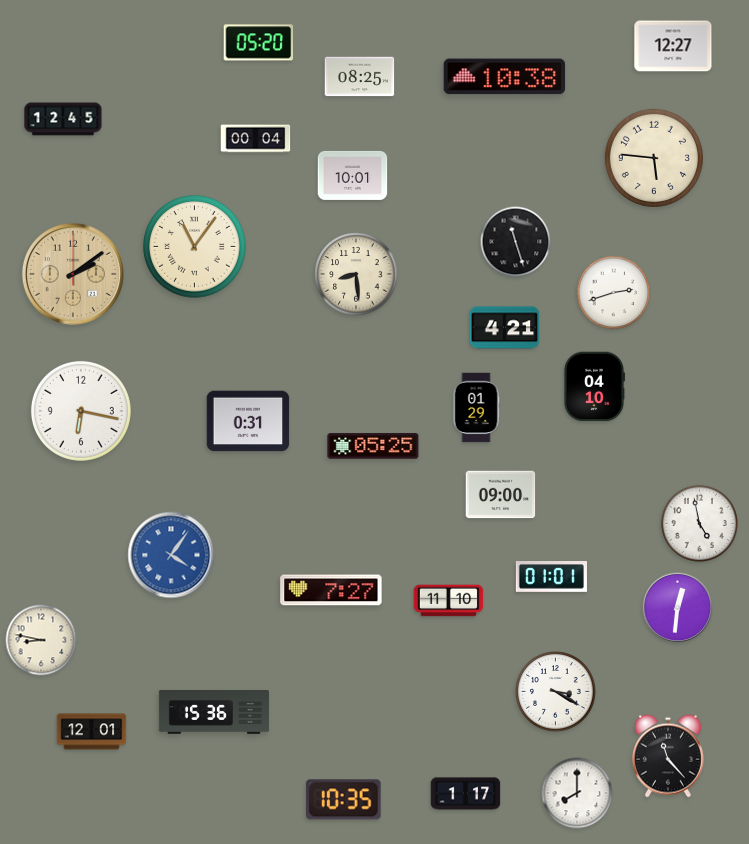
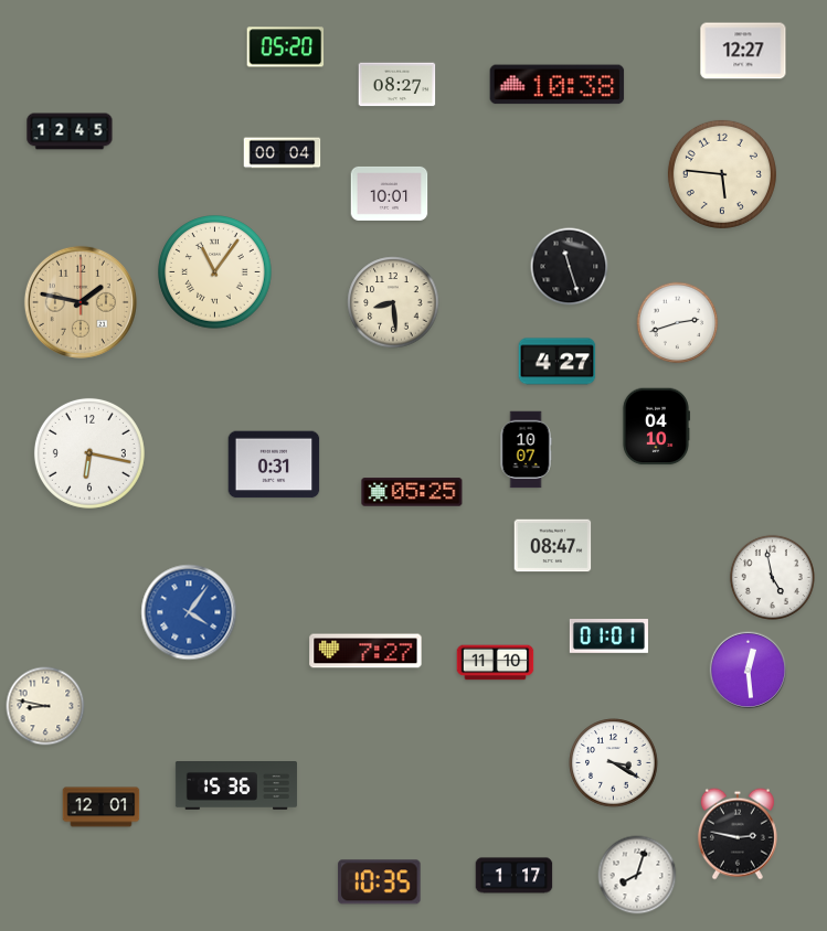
clock at (360, 77): 08:25 -> 08:27
clock at (73, 274): 2:09 -> 1:47
clock at (505, 328): 4:21 -> 4:27
clock at (476, 408): 01:29 -> 10:07
clock at (501, 495): 09:00 -> 08:47
clock at (678, 608): 12:31 -> 12:29
clock at (668, 756): 11:23 -> 2:47
clock at (577, 793): 8:00 -> 8:03
